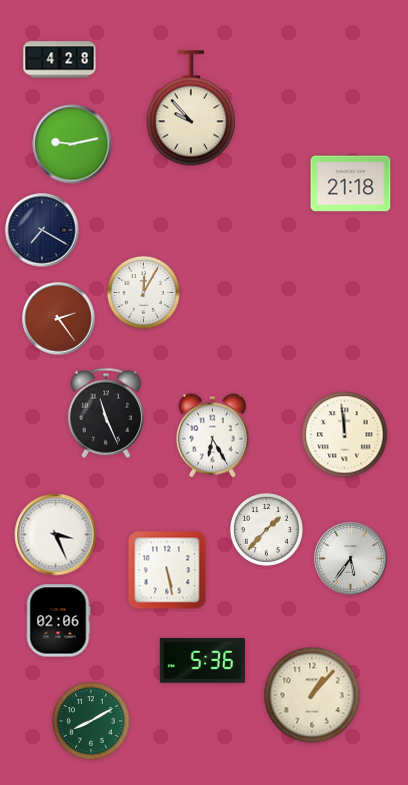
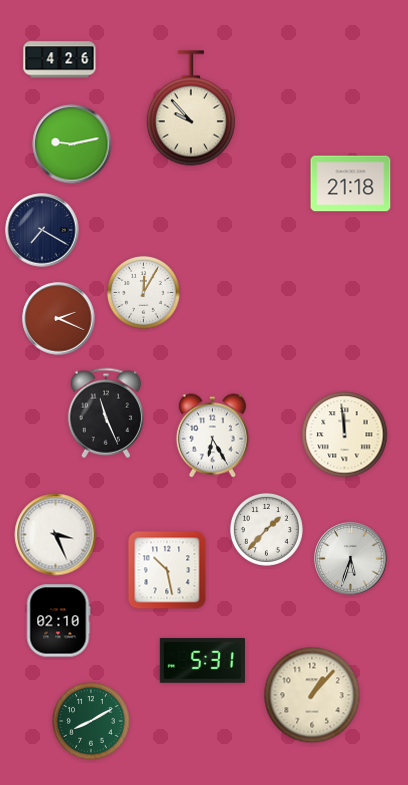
clock at (60, 60): 4:28 -> 4:26
clock at (59, 319): 2:24 -> 2:19
clock at (351, 559): 5:36 -> 5:33
clock at (167, 570): 5:28 -> 10:28
clock at (58, 621): 02:06 -> 02:10
clock at (202, 661): 5:36 -> 5:31
